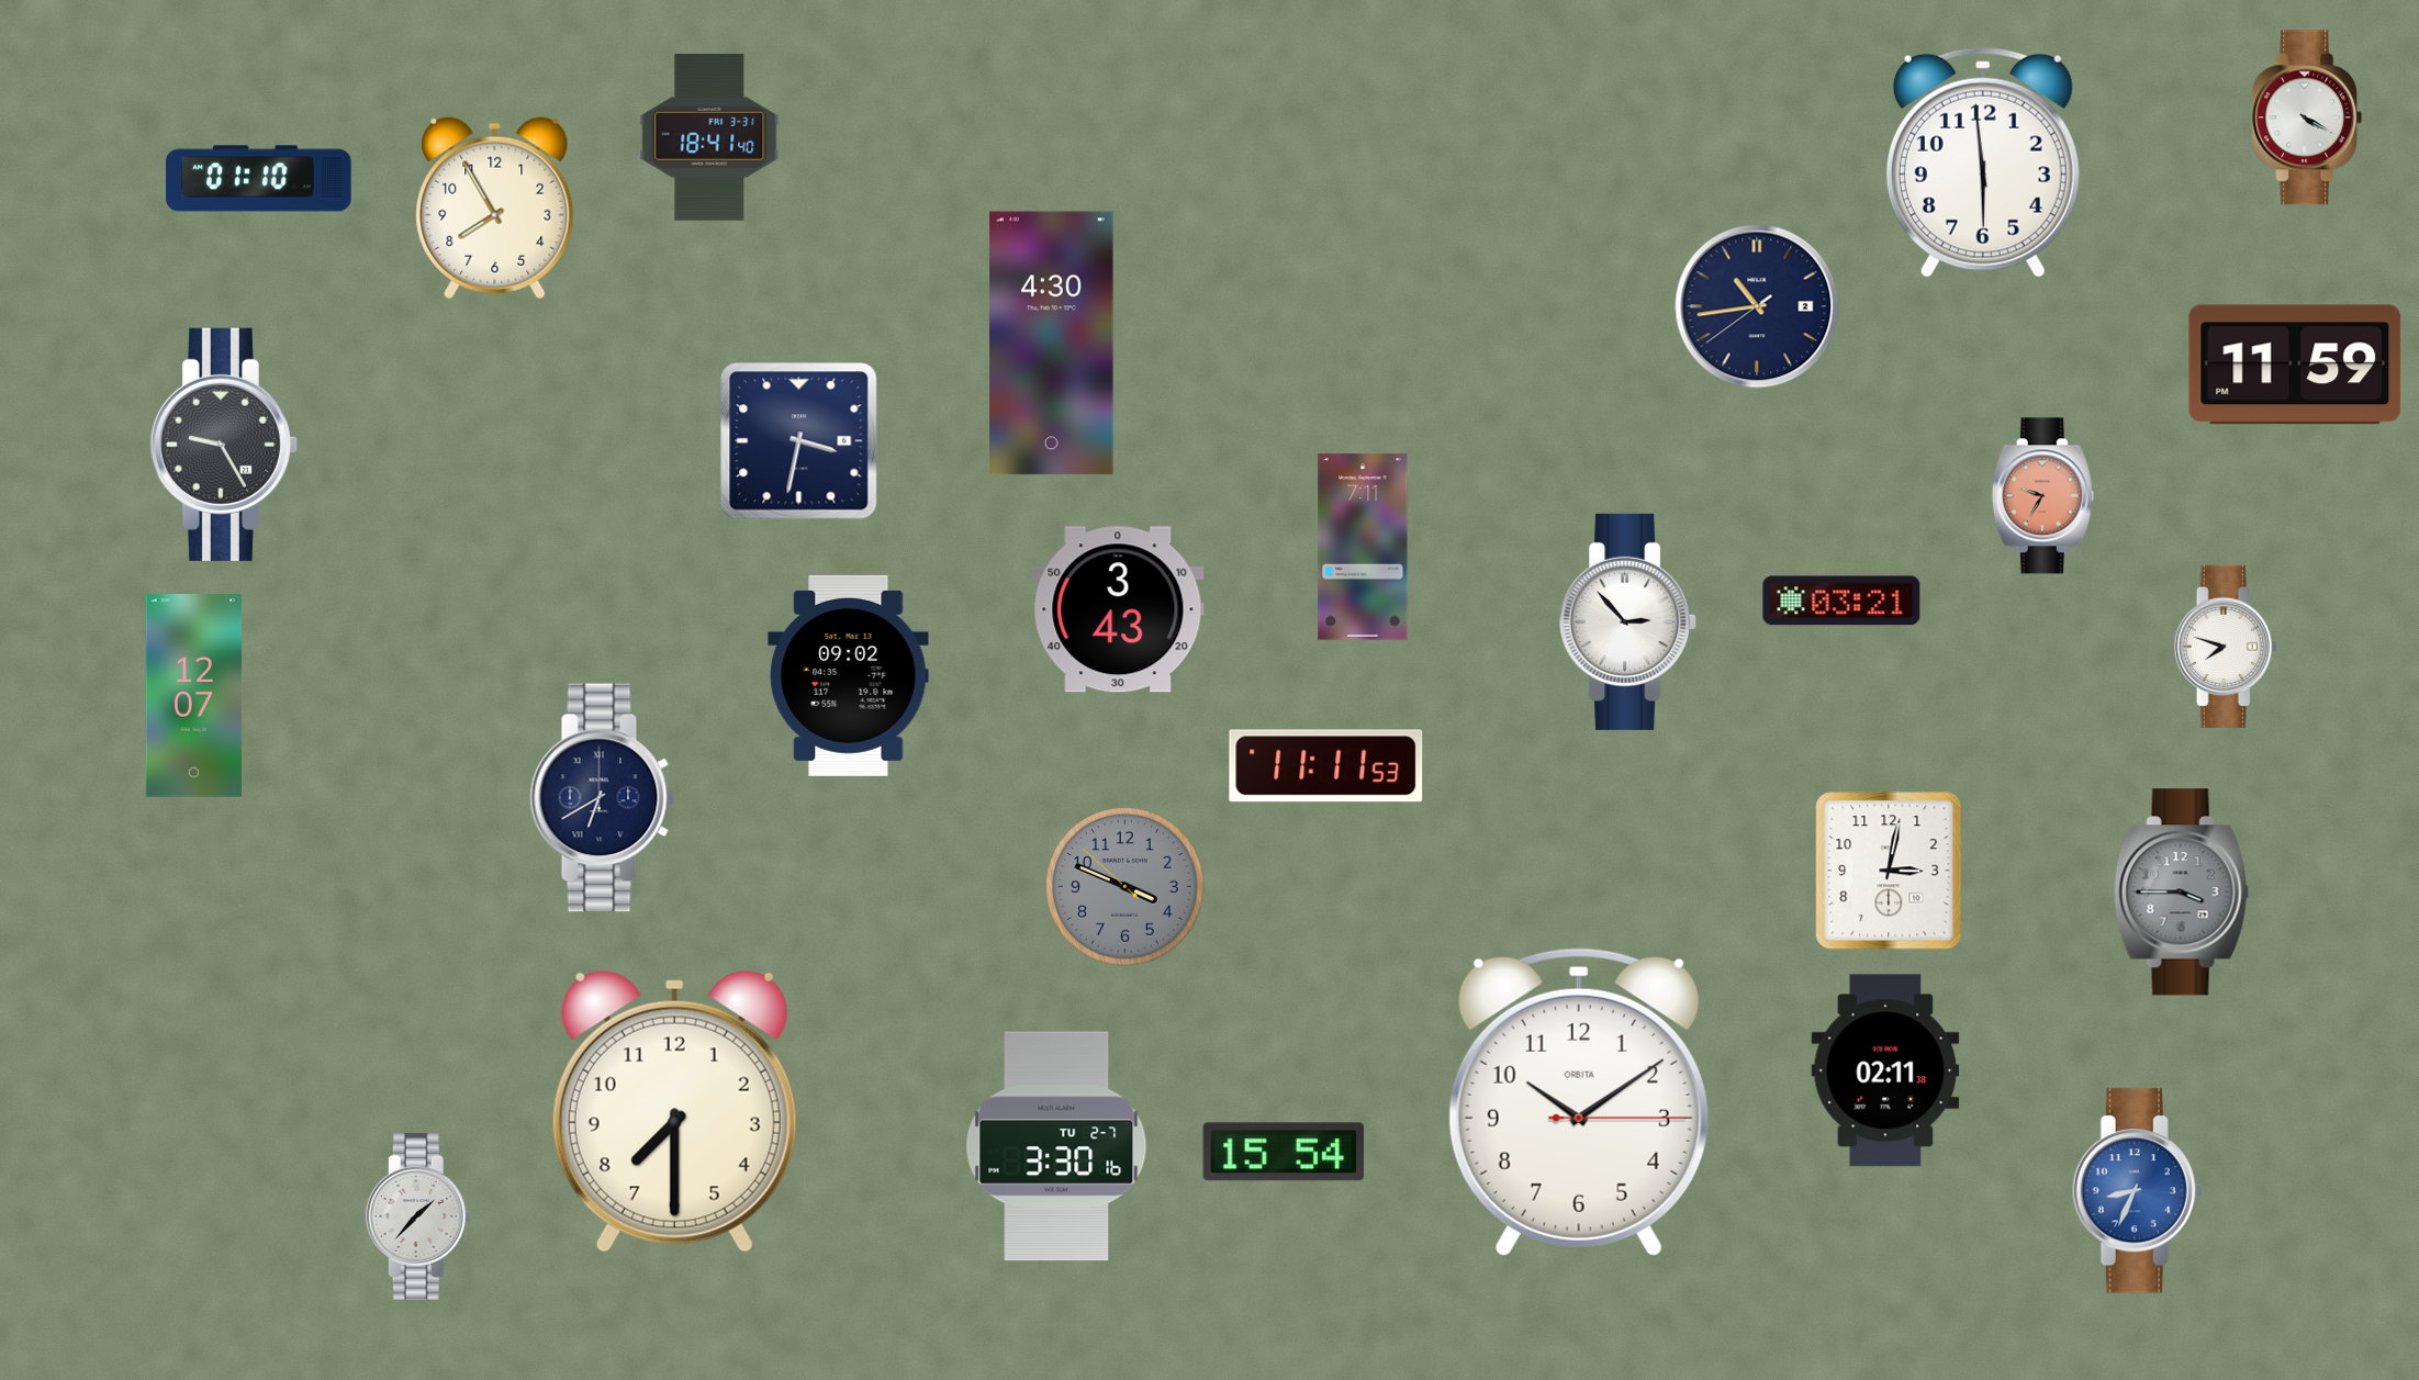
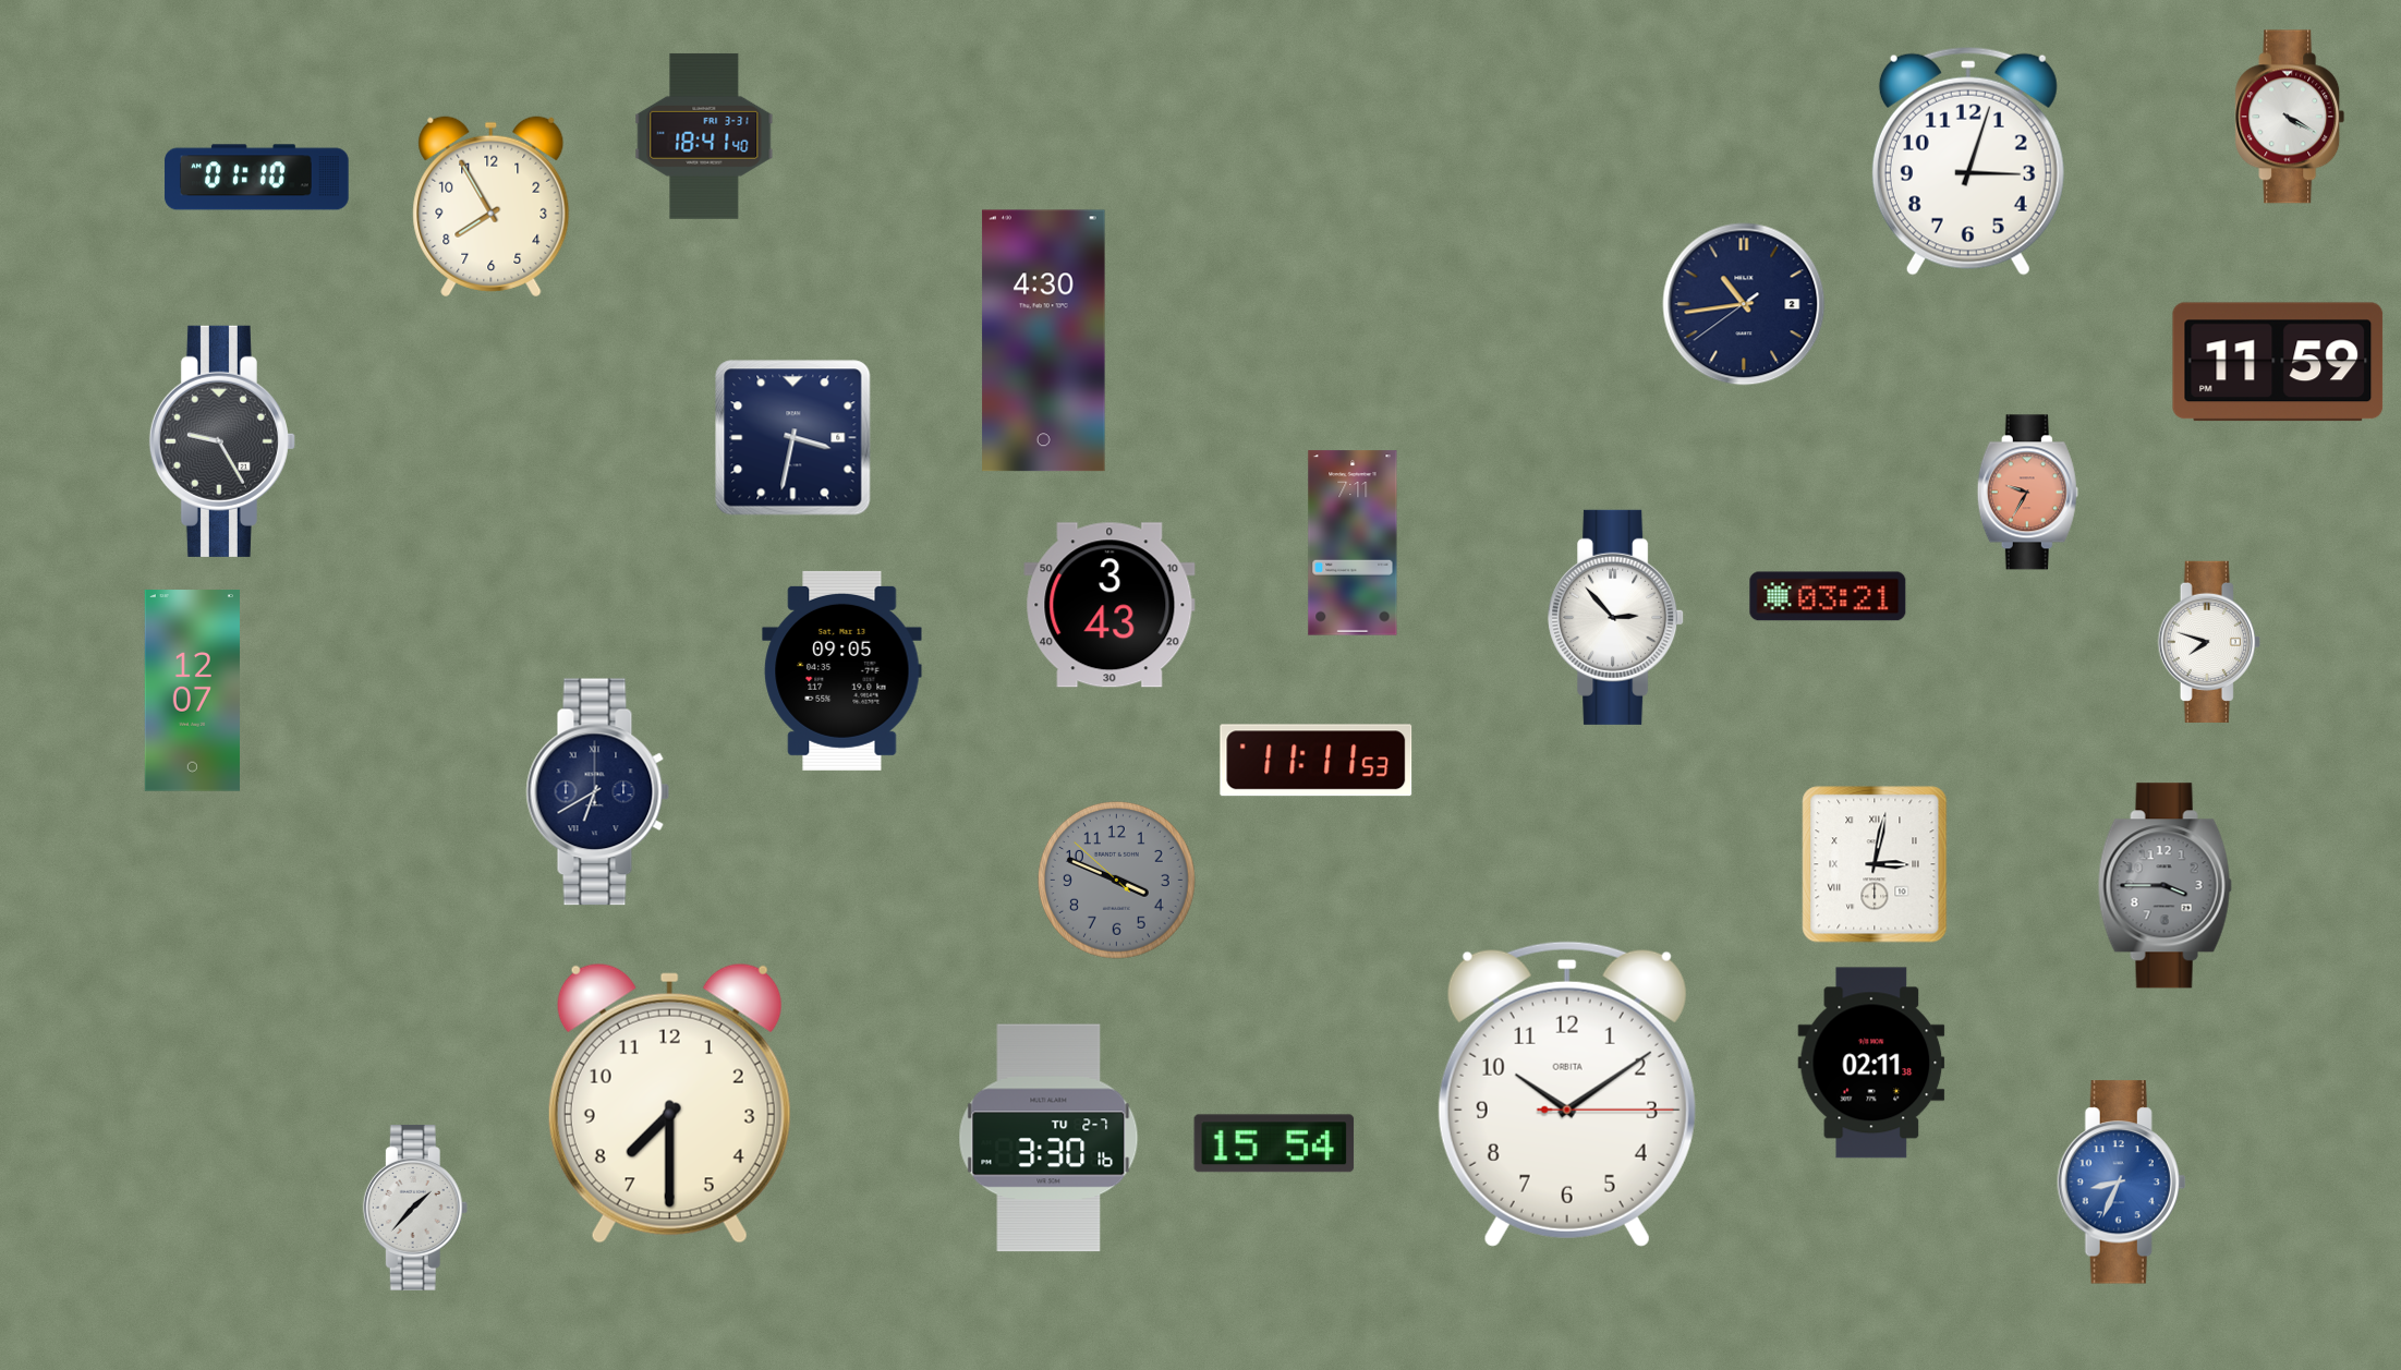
clock at (1983, 162): 5:59 -> 3:03
clock at (849, 675): 09:02 -> 09:05
clock at (1889, 871) numerals: Arabic -> Roman
